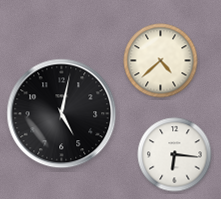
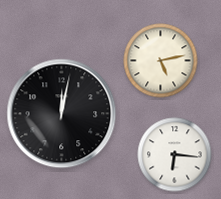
clock at (161, 61): 4:38 -> 5:13
clock at (62, 114): 5:02 -> 12:02
